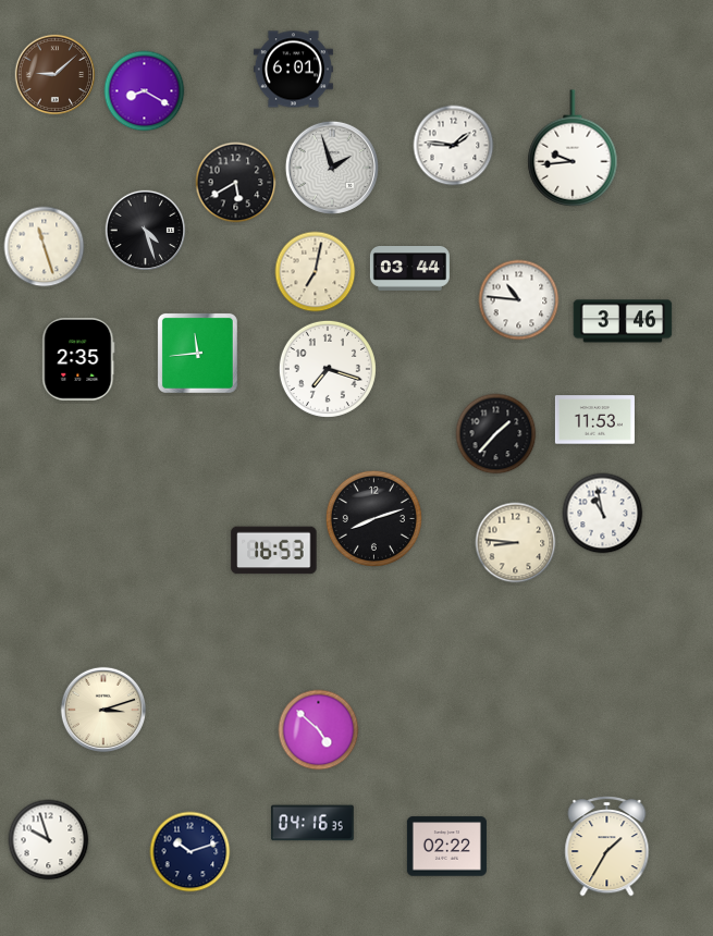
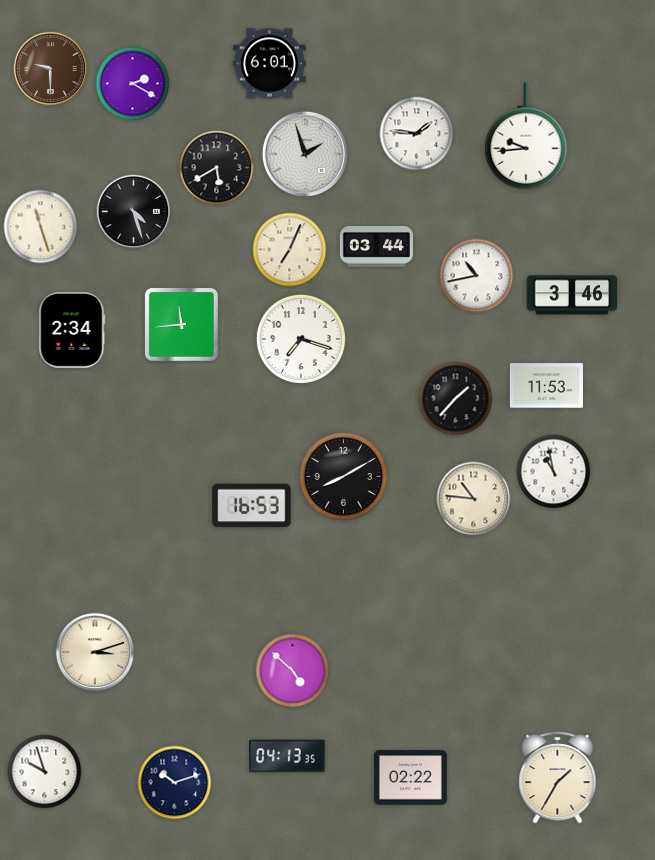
clock at (56, 75): 9:08 -> 9:30
clock at (145, 91): 8:20 -> 2:20
clock at (316, 272): 7:02 -> 7:04
clock at (519, 300): 10:46 -> 10:43
clock at (78, 360): 2:35 -> 2:34
clock at (373, 518): 8:12 -> 8:10
clock at (516, 543): 8:46 -> 10:46
clock at (312, 823): 04:16 -> 04:13
